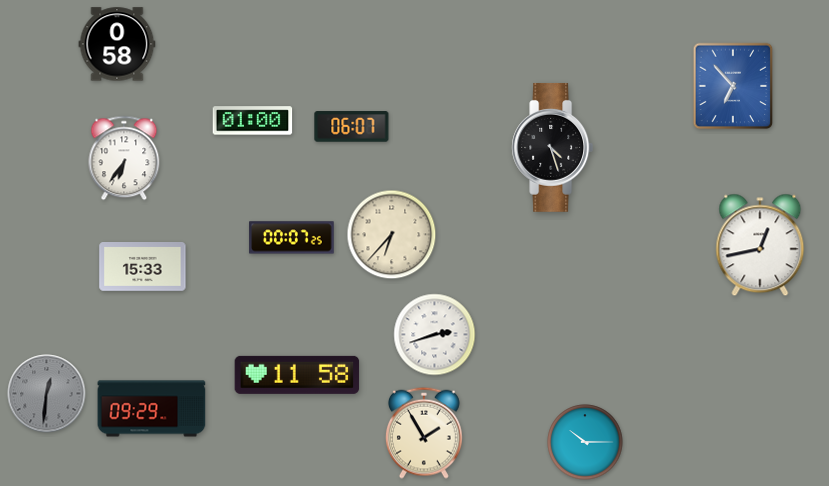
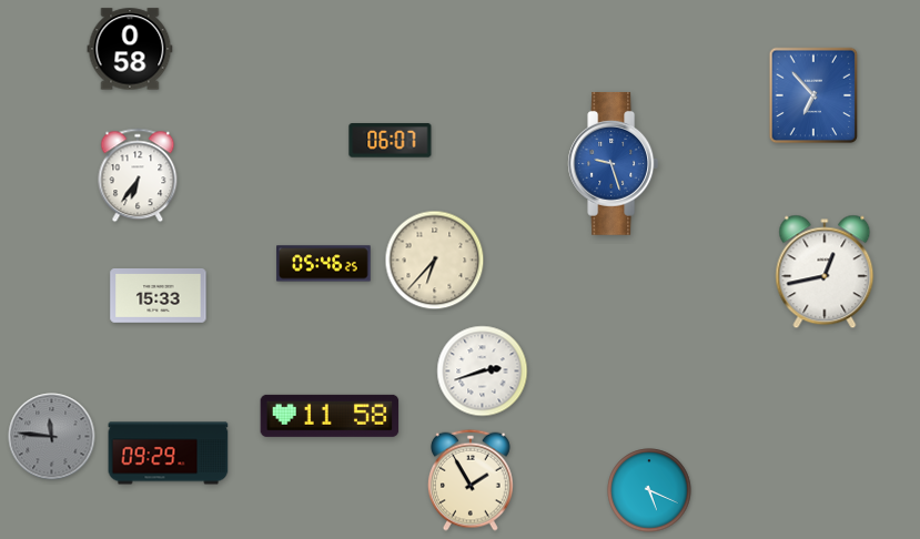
clock at (253, 121): 01:00 -> none
clock at (553, 147): 4:27 -> 9:27
clock at (553, 147) dial: black -> blue
clock at (292, 238): 00:07 -> 05:46
clock at (760, 245) position: (760, 245) -> (825, 272)
clock at (47, 394): 12:31 -> 11:46
clock at (585, 442): 10:15 -> 5:19
